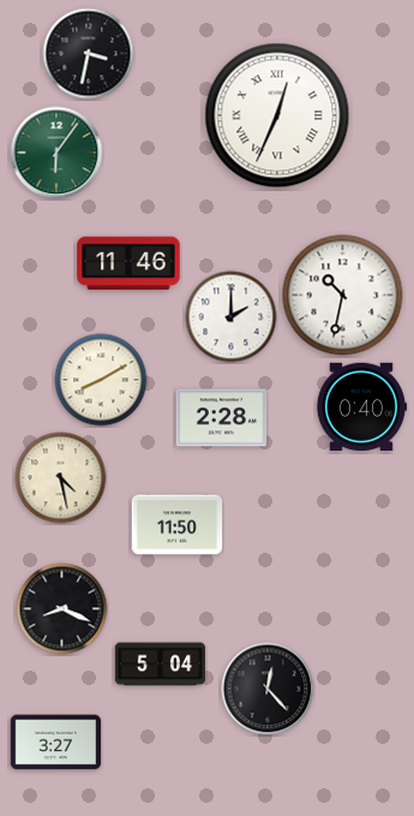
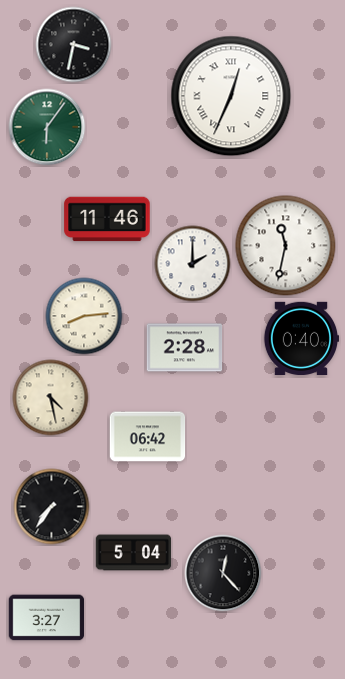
clock at (343, 296): 10:32 -> 11:32
clock at (101, 380): 8:10 -> 8:14
clock at (178, 525): 11:50 -> 06:42
clock at (62, 609): 8:19 -> 7:36
